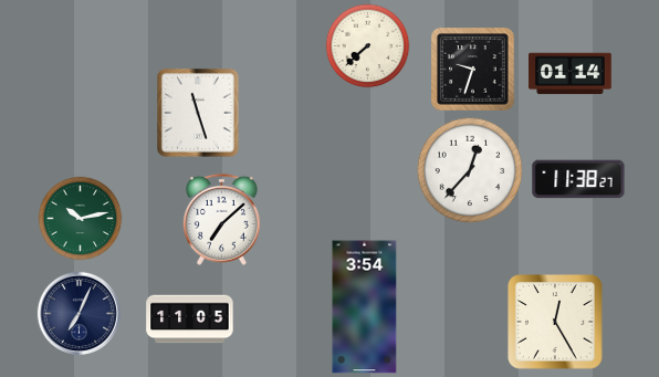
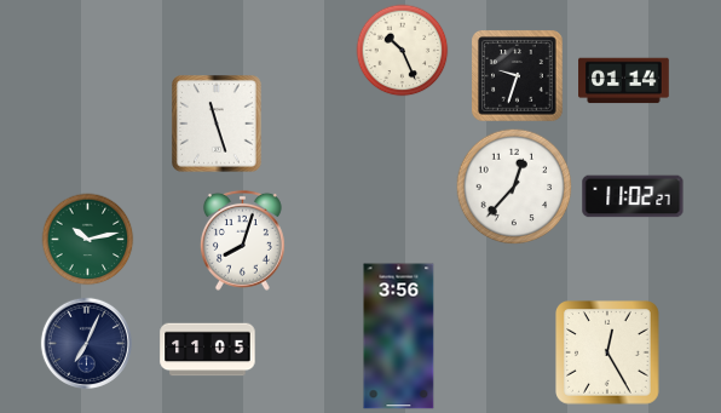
clock at (368, 46): 7:38 -> 10:26
clock at (578, 179): 11:38 -> 11:02
clock at (221, 219): 7:08 -> 8:03
clock at (365, 307): 3:54 -> 3:56
